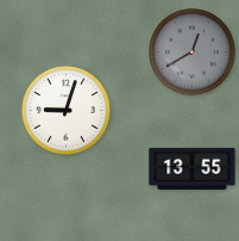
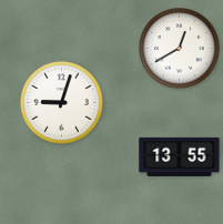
clock at (193, 52) dial: grey -> white
